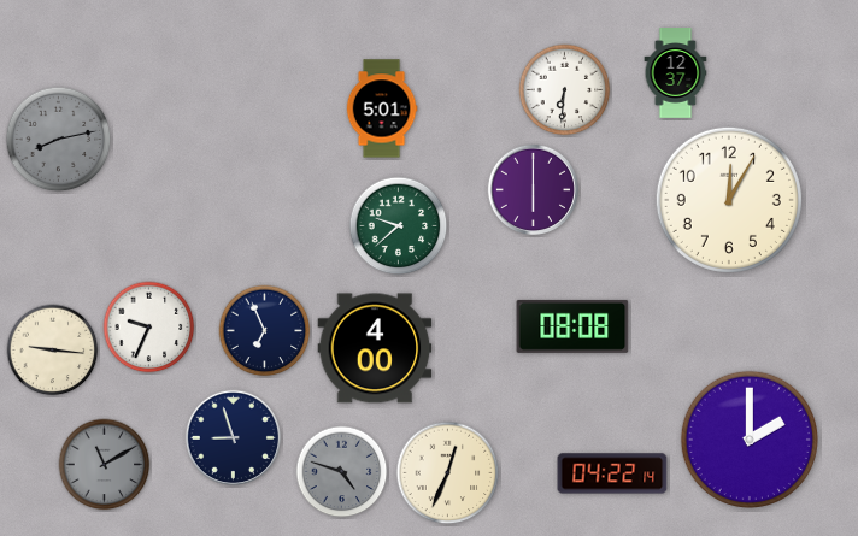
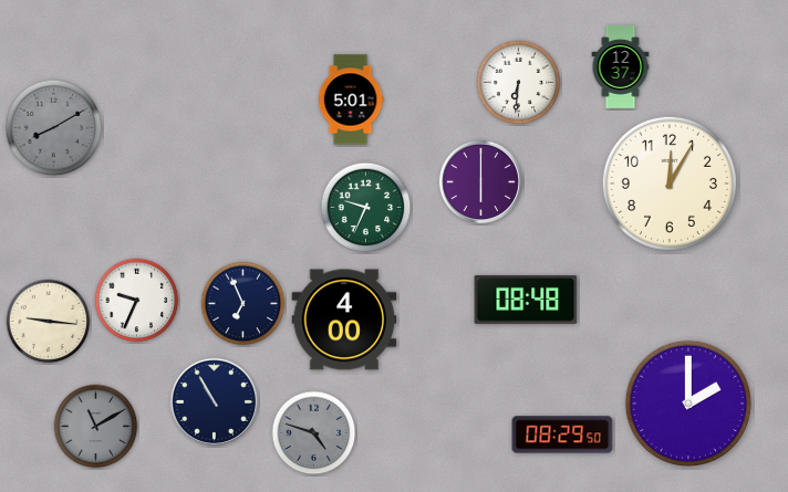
clock at (59, 140): 8:13 -> 8:10
clock at (533, 189) position: (533, 189) -> (480, 181)
clock at (399, 226): 9:38 -> 9:34
clock at (572, 326): 08:08 -> 08:48
clock at (234, 438): 8:57 -> 10:55
clock at (448, 473): 12:34 -> none
clock at (612, 473): 04:22 -> 08:29
